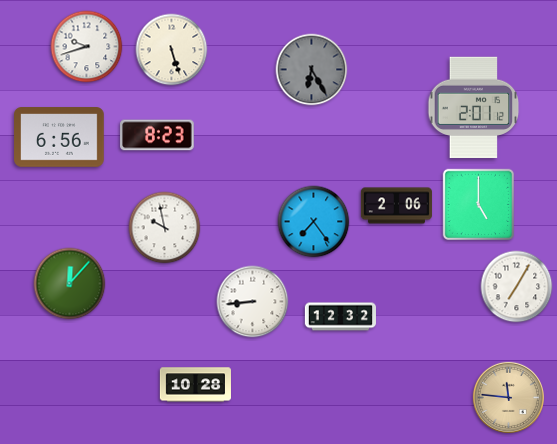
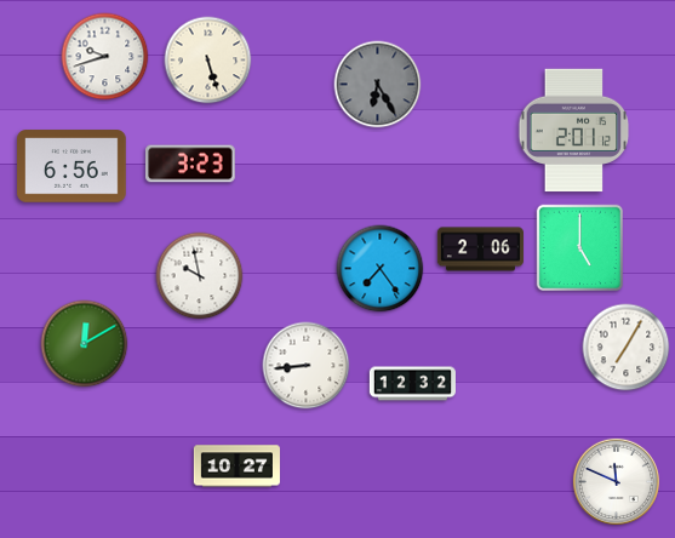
clock at (157, 135): 8:23 -> 3:23
clock at (70, 284): 12:07 -> 12:10
clock at (195, 385): 10:28 -> 10:27
clock at (508, 397): 11:46 -> 11:49
clock at (508, 397) dial: champagne -> white
